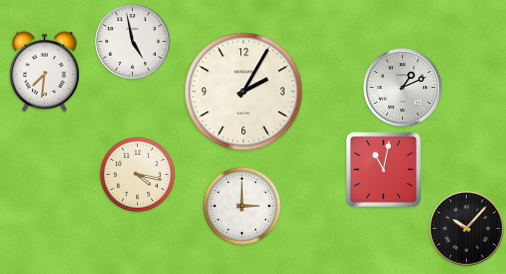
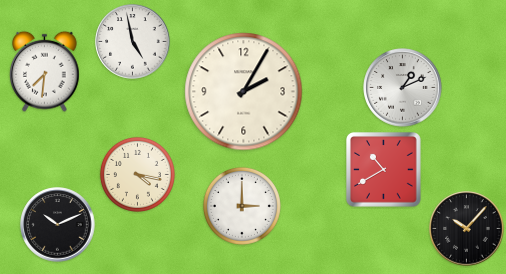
clock at (384, 170): 11:02 -> 10:40
clock at (58, 225): none -> 10:11
